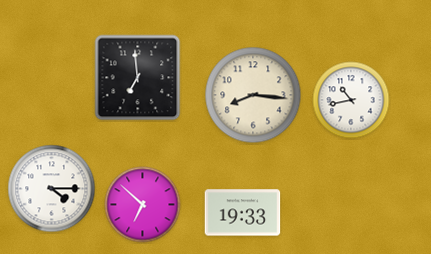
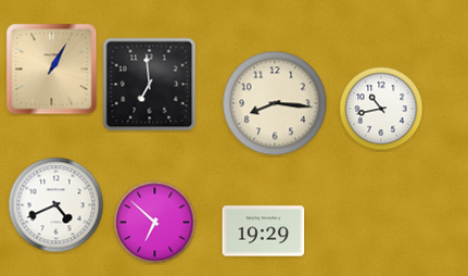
clock at (52, 70): none -> 1:05
clock at (52, 189): 4:15 -> 4:41
clock at (243, 213): 19:33 -> 19:29
